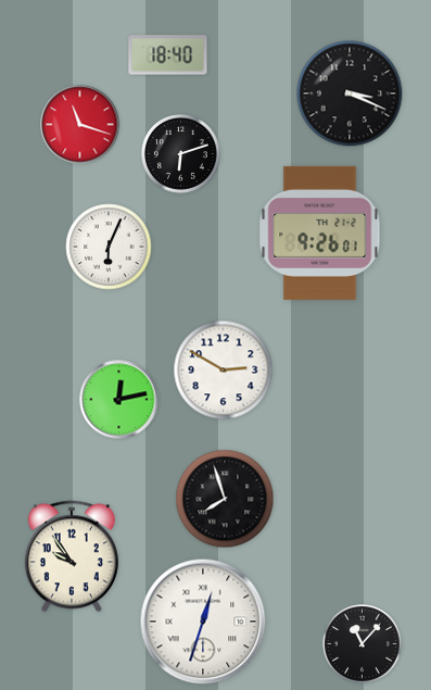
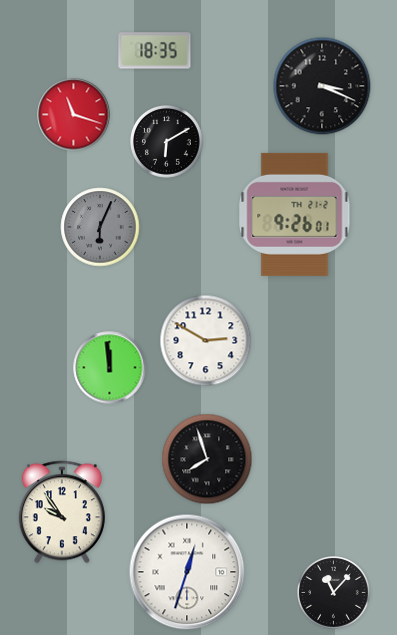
clock at (168, 55): 18:40 -> 18:35
clock at (181, 154): 6:12 -> 6:10
clock at (109, 247) dial: white -> grey
clock at (119, 400): 12:13 -> 11:59
clock at (72, 556) position: (72, 556) -> (62, 512)
